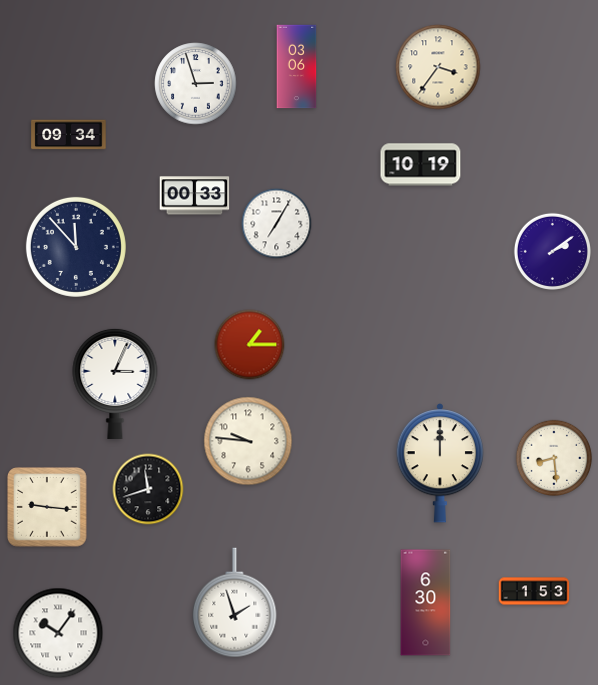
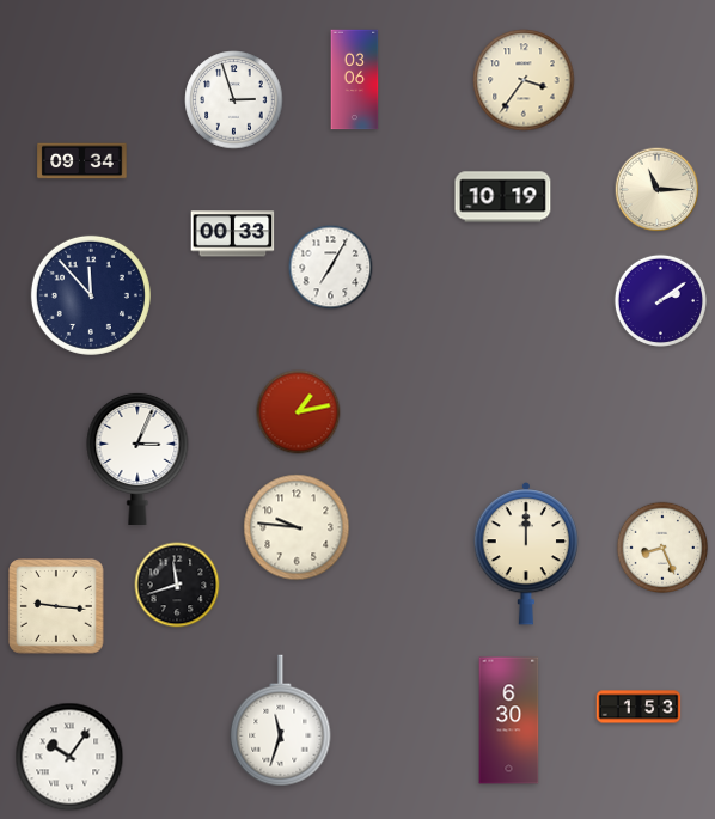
clock at (658, 190): none -> 11:15
clock at (250, 345): 1:15 -> 1:13
clock at (554, 458): 8:29 -> 8:26
clock at (235, 603): 1:57 -> 11:33
